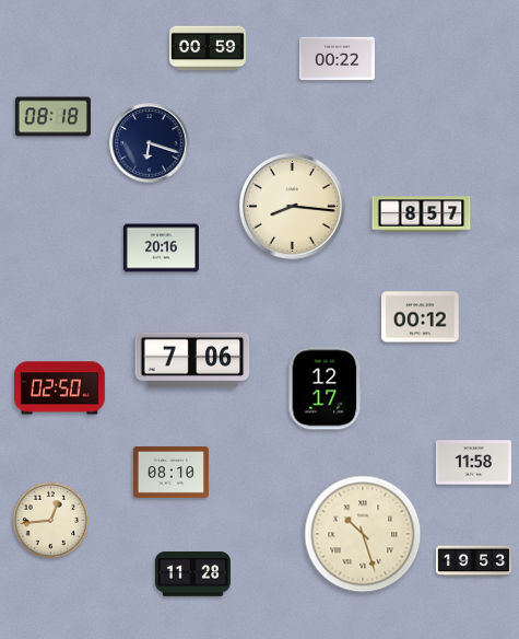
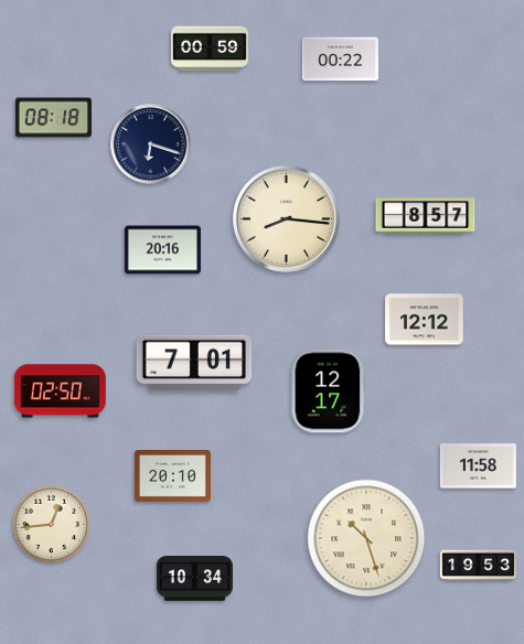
clock at (293, 207) position: (293, 207) -> (287, 219)
clock at (421, 317): 00:12 -> 12:12
clock at (192, 360): 7:06 -> 7:01
clock at (170, 473): 08:10 -> 20:10
clock at (192, 574): 11:28 -> 10:34
